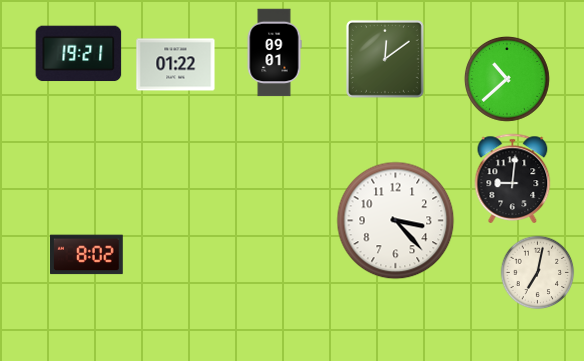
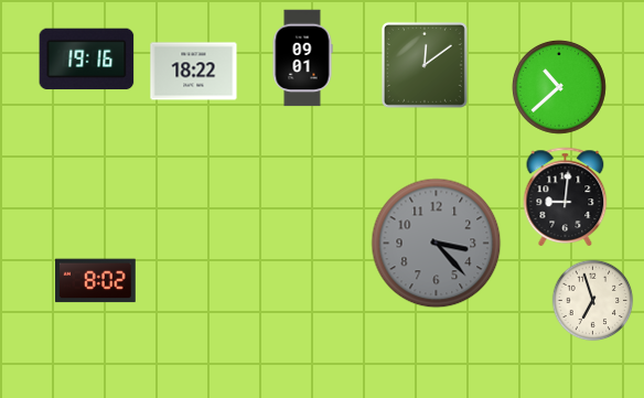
clock at (79, 54): 19:21 -> 19:16
clock at (176, 65): 01:22 -> 18:22
clock at (396, 221) dial: white -> grey
clock at (538, 273): 7:02 -> 6:57
